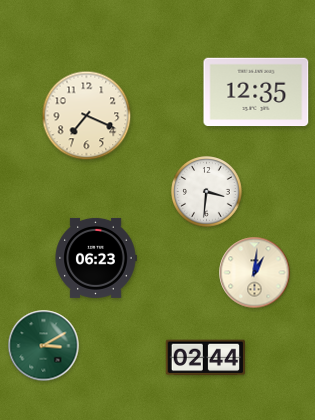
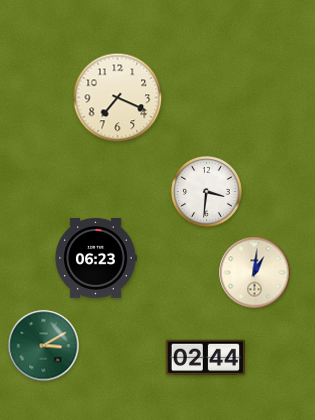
clock at (256, 92): 12:35 -> none
clock at (87, 116) position: (87, 116) -> (118, 98)
